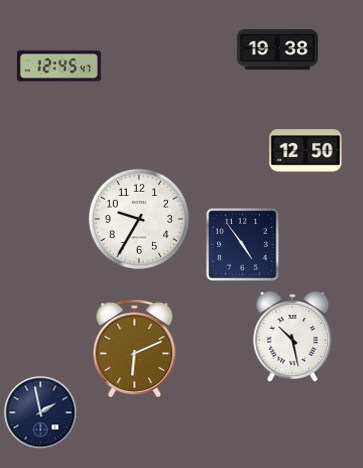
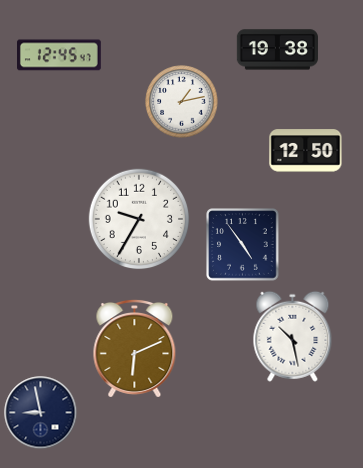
clock at (60, 66) position: (60, 66) -> (60, 55)
clock at (182, 102): none -> 1:13
clock at (41, 413): 1:58 -> 8:58
